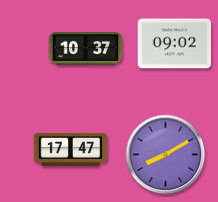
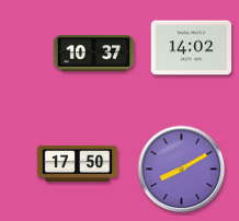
clock at (175, 44): 09:02 -> 14:02
clock at (71, 149): 17:47 -> 17:50
